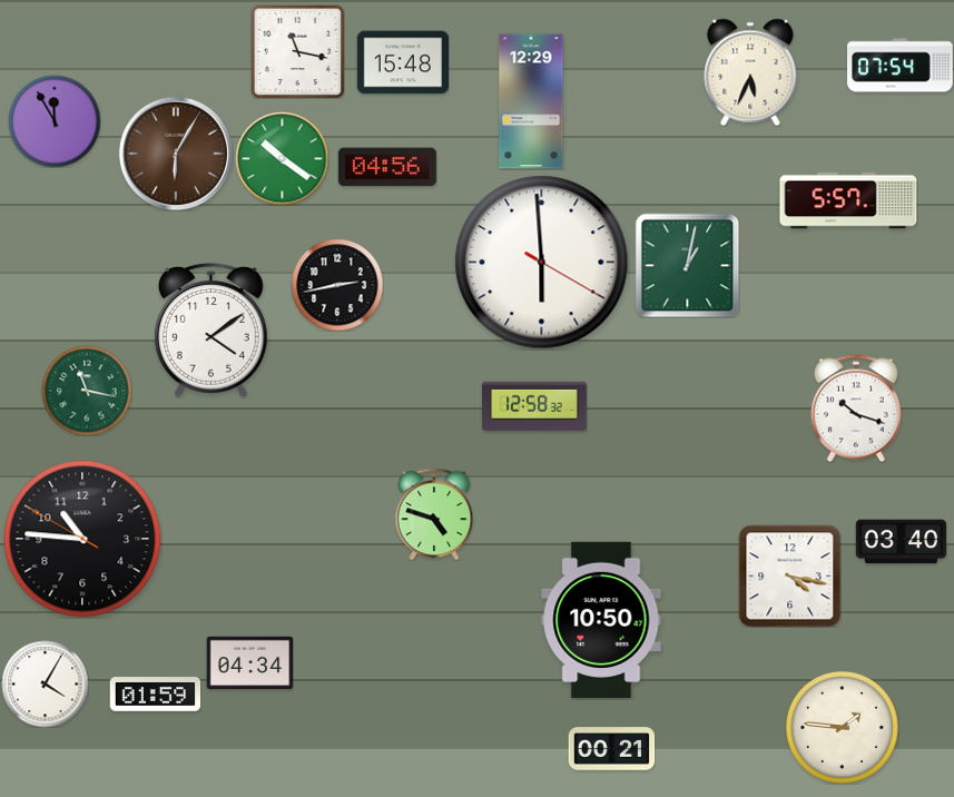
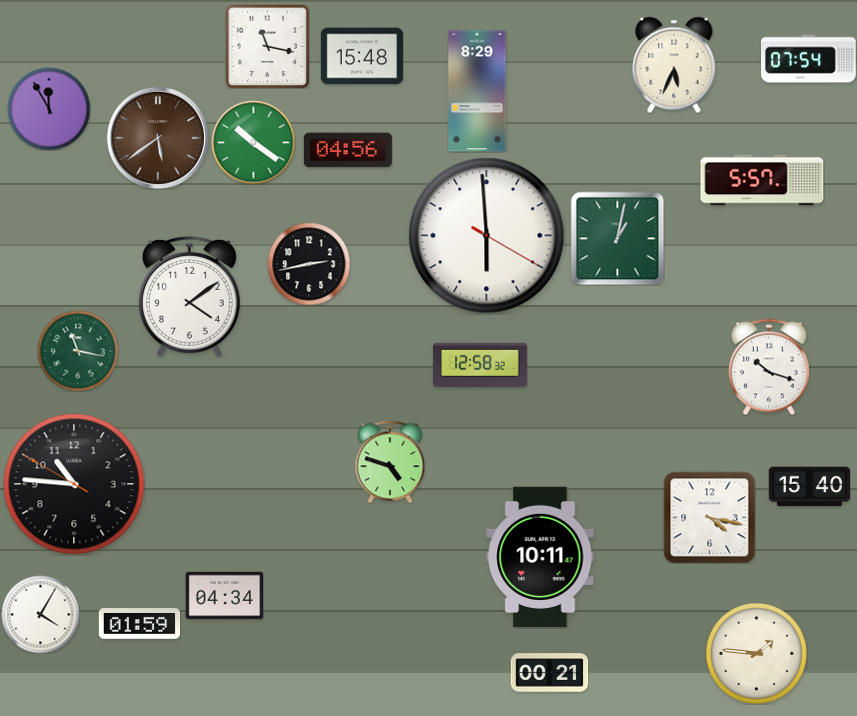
clock at (531, 101): 12:29 -> 8:29
clock at (176, 154): 6:05 -> 5:39
clock at (337, 285) position: (337, 285) -> (309, 264)
clock at (901, 542): 03:40 -> 15:40
clock at (601, 620): 10:50 -> 10:11
